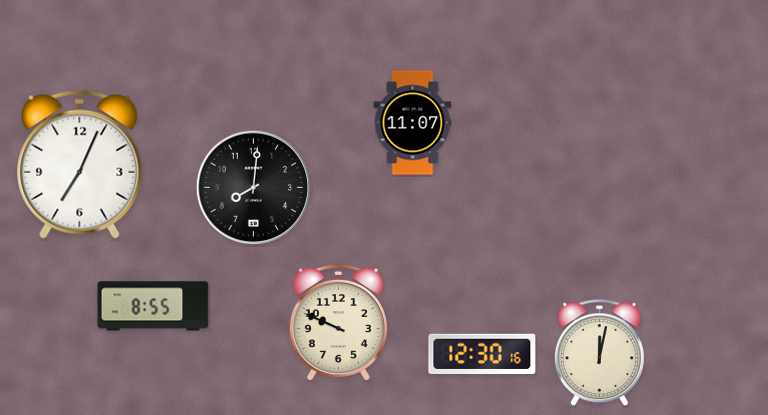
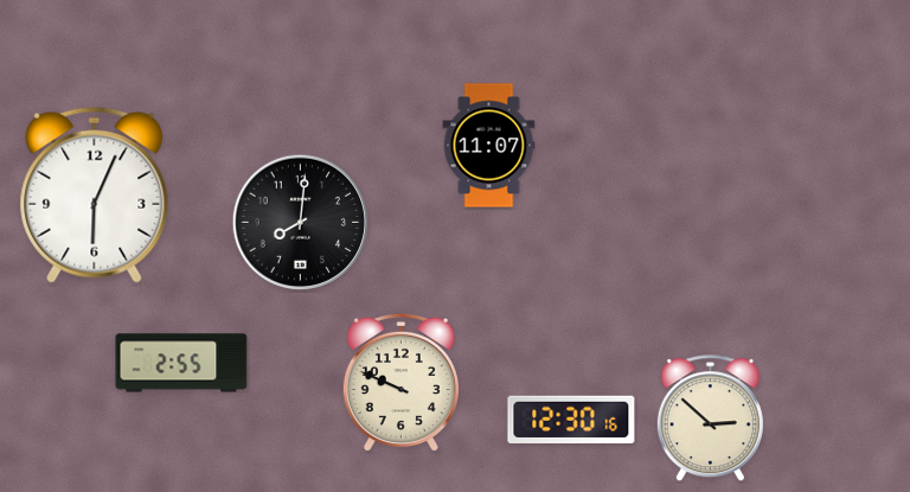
clock at (80, 164): 7:04 -> 6:04
clock at (153, 306): 8:55 -> 2:55
clock at (599, 353): 12:02 -> 2:52
